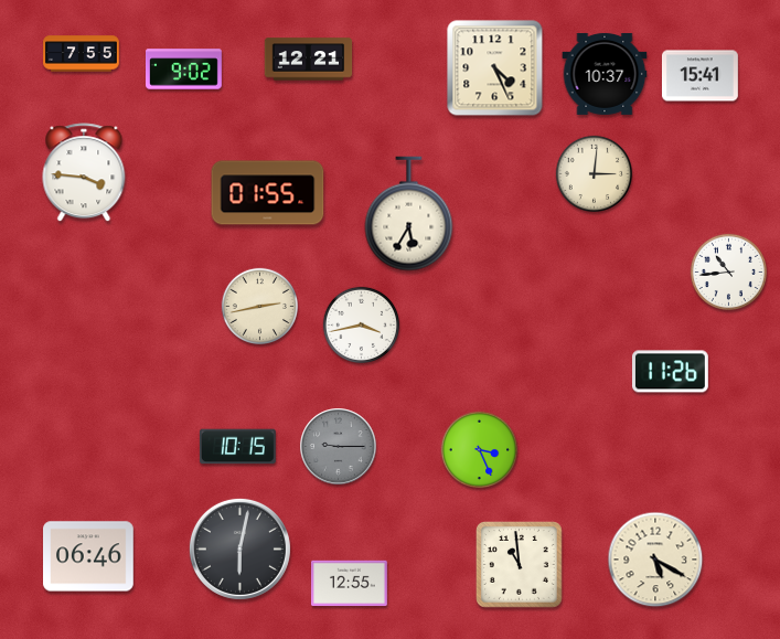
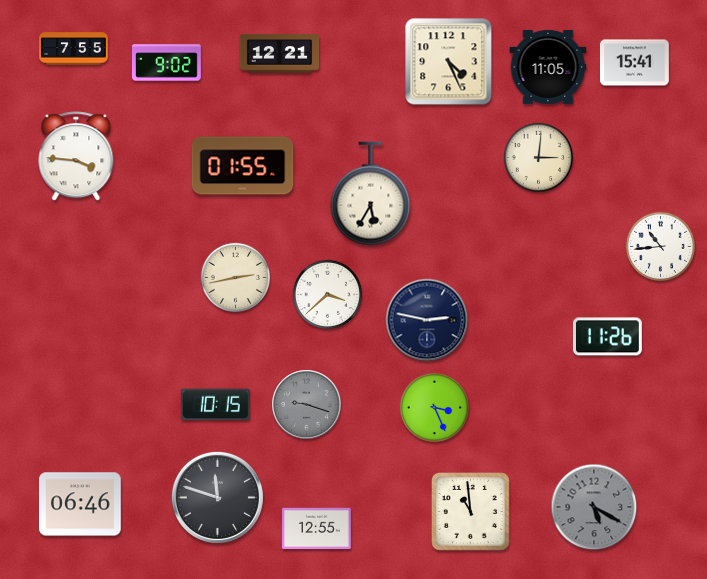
clock at (605, 74): 10:37 -> 11:05
clock at (699, 76) position: (699, 76) -> (634, 63)
clock at (268, 193) position: (268, 193) -> (243, 166)
clock at (361, 324): 3:43 -> 3:38
clock at (427, 320): none -> 2:47
clock at (339, 447): 9:15 -> 9:18
clock at (239, 549): 6:02 -> 11:48
clock at (655, 560) dial: cream -> grey
